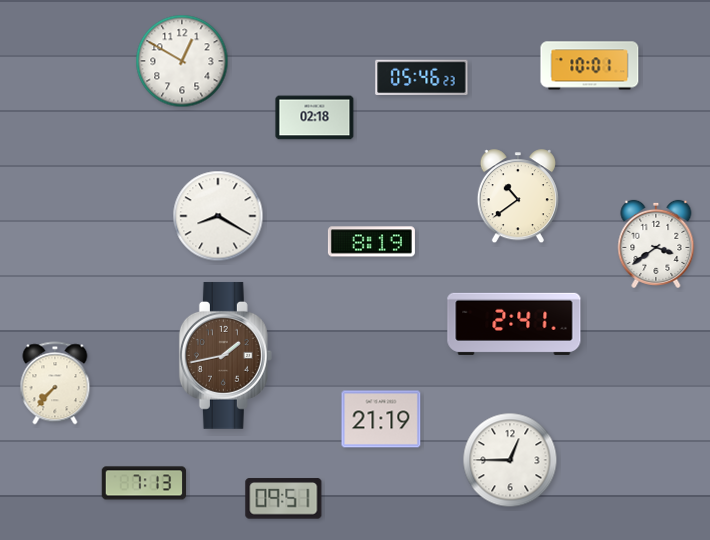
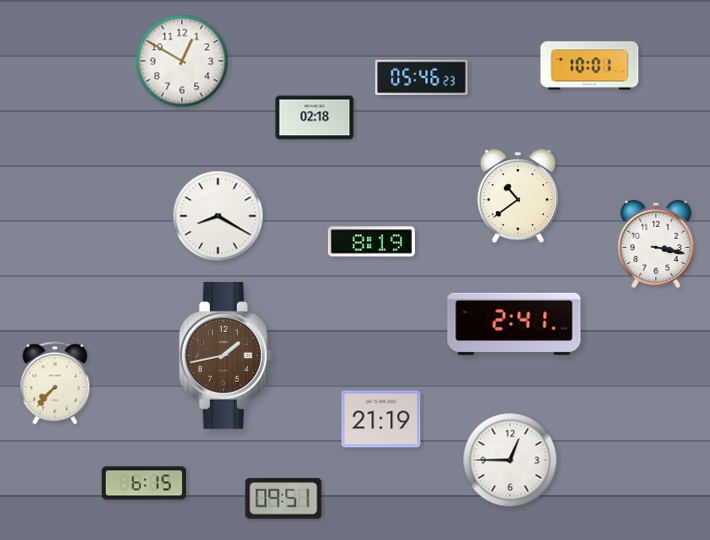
clock at (656, 244): 3:39 -> 3:17
clock at (144, 483): 7:13 -> 6:15
